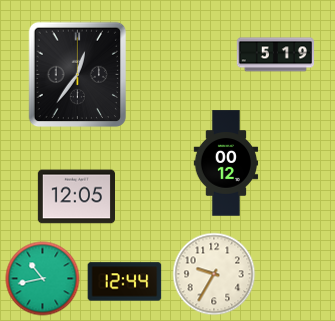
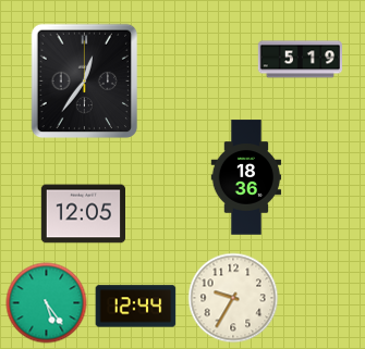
clock at (226, 163): 00:12 -> 18:36
clock at (43, 279): 10:43 -> 5:24
